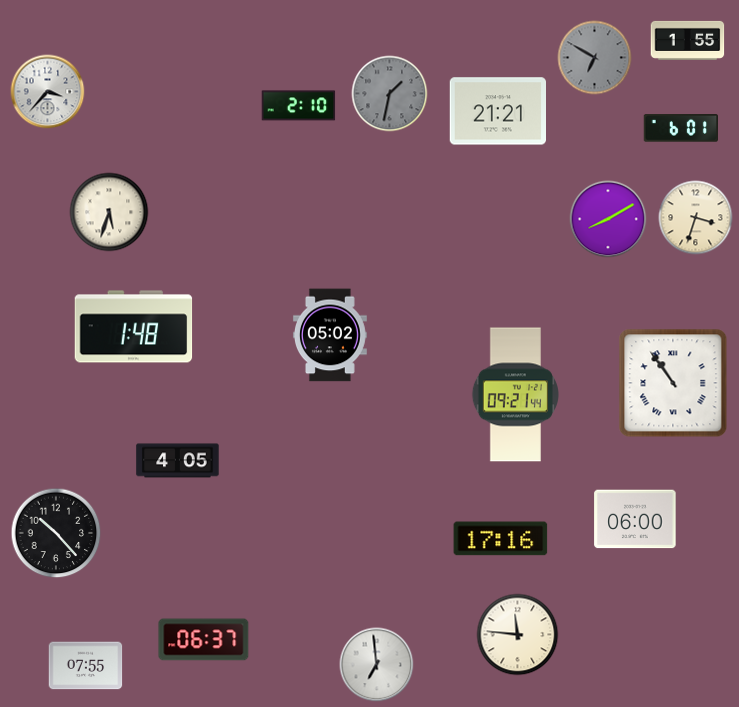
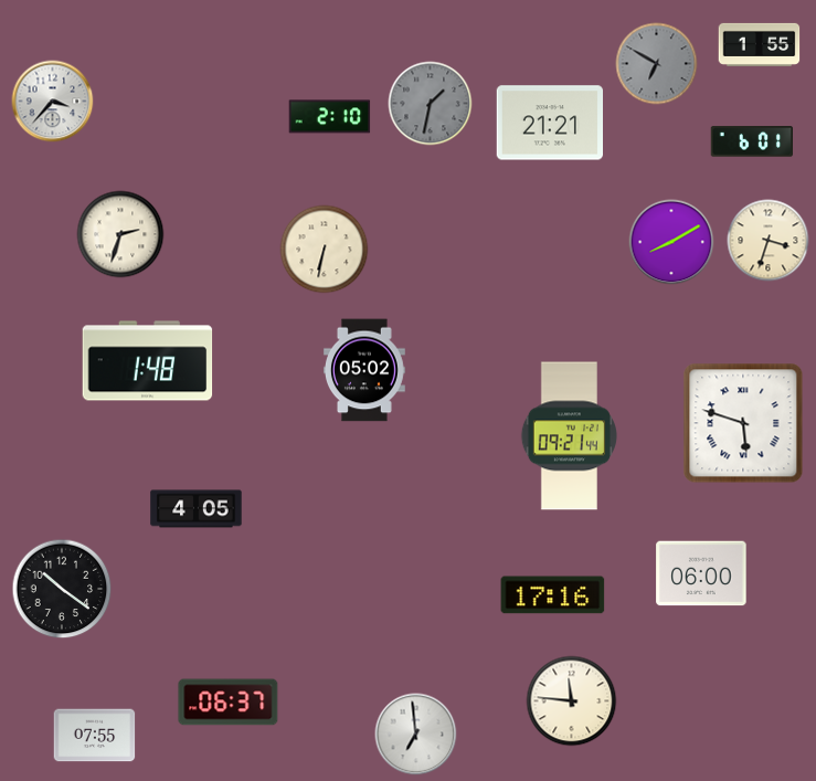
clock at (109, 212): 5:33 -> 2:33
clock at (325, 250): none -> 6:32
clock at (673, 383): 10:54 -> 5:48
clock at (56, 533): 10:23 -> 10:21
clock at (204, 640) position: (204, 640) -> (229, 703)
